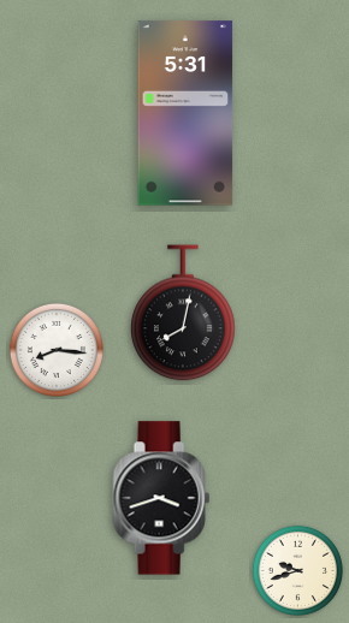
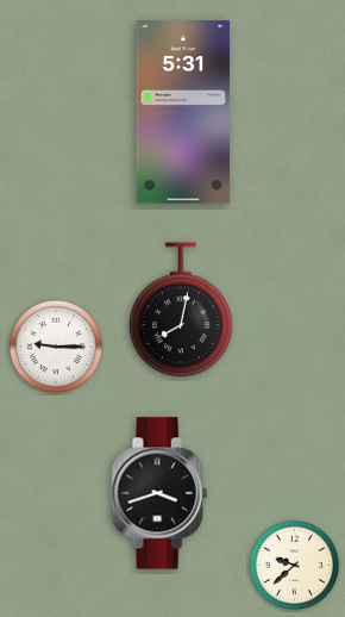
clock at (57, 350): 8:16 -> 9:15
clock at (297, 570): 9:42 -> 9:38
